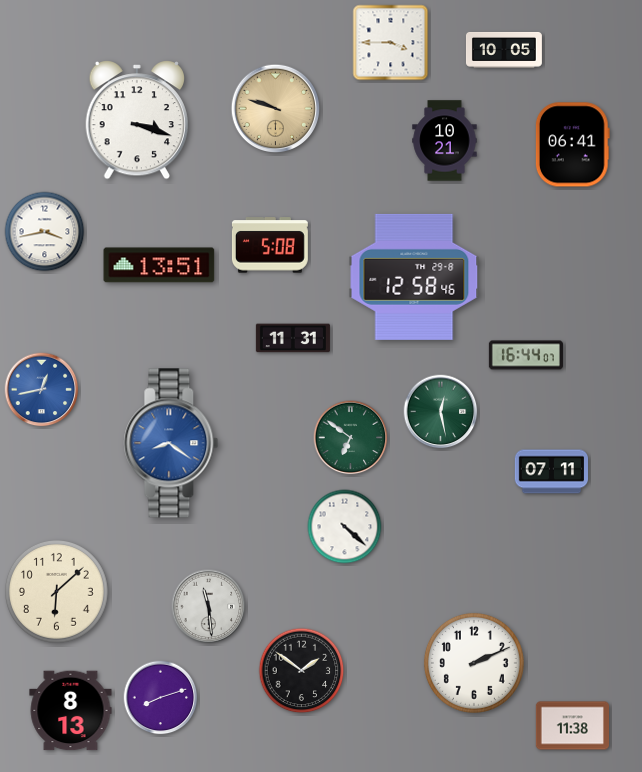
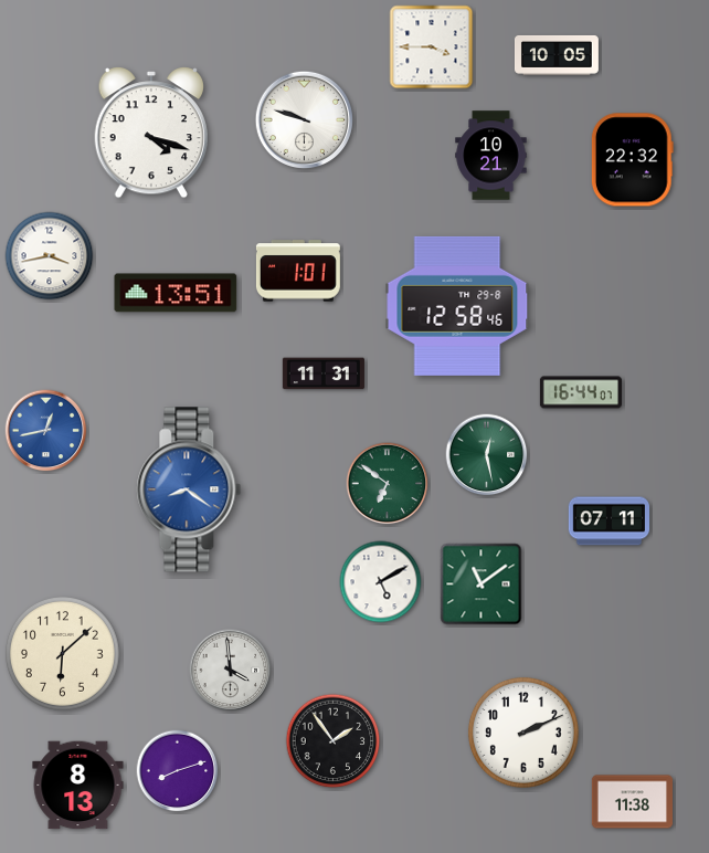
clock at (276, 109) dial: champagne -> white
clock at (136, 121): 3:18 -> 4:18
clock at (572, 145): 06:41 -> 22:32
clock at (270, 245): 5:08 -> 1:01
clock at (345, 527): 4:22 -> 5:10
clock at (482, 585): none -> 11:09
clock at (209, 607): 11:29 -> 3:59
clock at (302, 671): 1:51 -> 1:54
